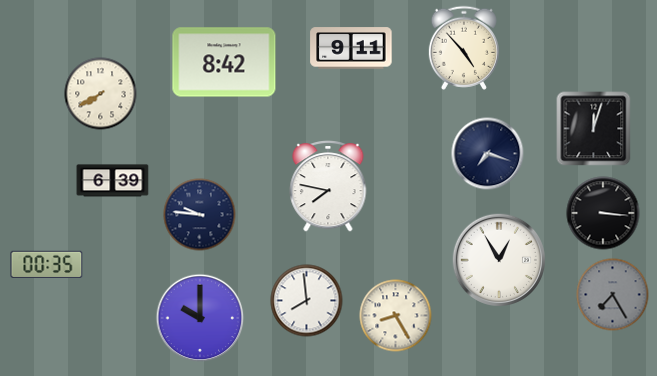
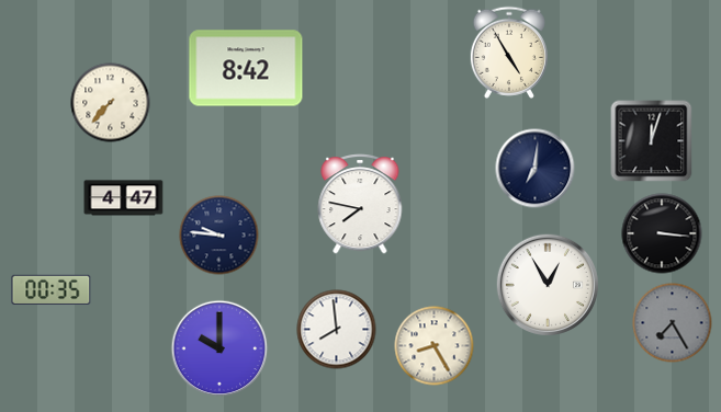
clock at (351, 48): 9:11 -> none
clock at (464, 48): 4:53 -> 4:55
clock at (101, 94): 7:40 -> 7:37
clock at (488, 154): 7:18 -> 7:01
clock at (113, 181): 6:39 -> 4:47
